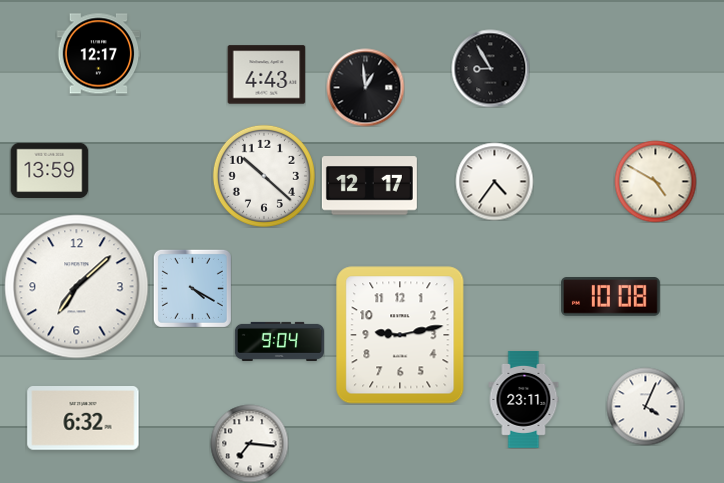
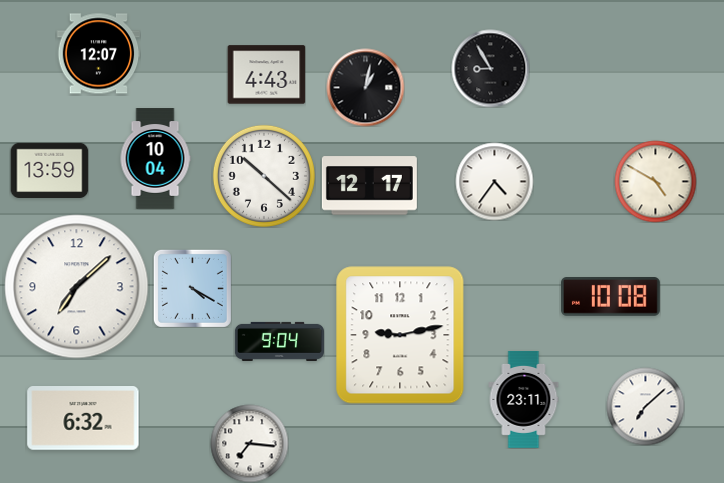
clock at (98, 54): 12:17 -> 12:07
clock at (365, 87): 12:59 -> 1:02
clock at (155, 159): none -> 10:04
clock at (645, 406): 4:04 -> 7:08
